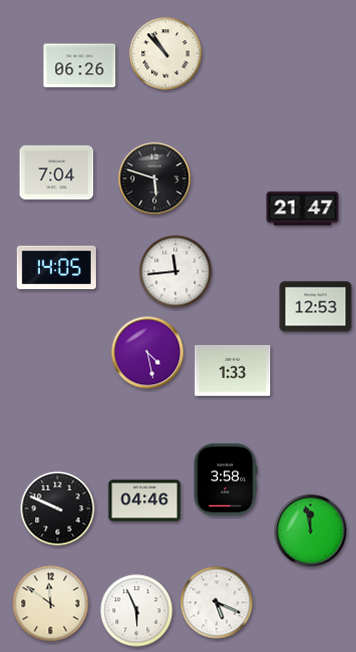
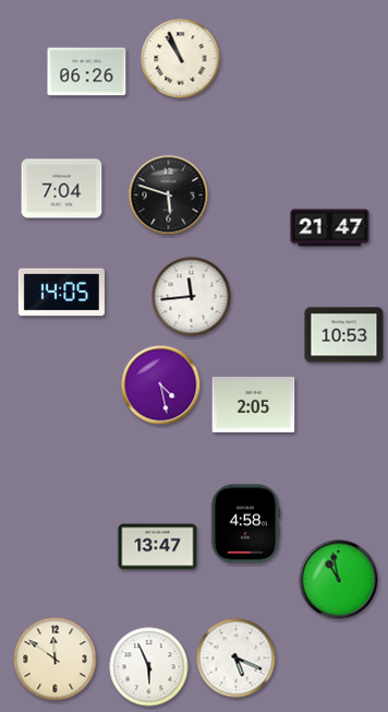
clock at (166, 54): 10:53 -> 10:56
clock at (316, 307): 12:53 -> 10:53
clock at (233, 371): 1:33 -> 2:05
clock at (225, 480): 3:58 -> 4:58
clock at (145, 501): 04:46 -> 13:47
clock at (58, 509): 9:49 -> none
clock at (311, 531): 11:58 -> 10:58
